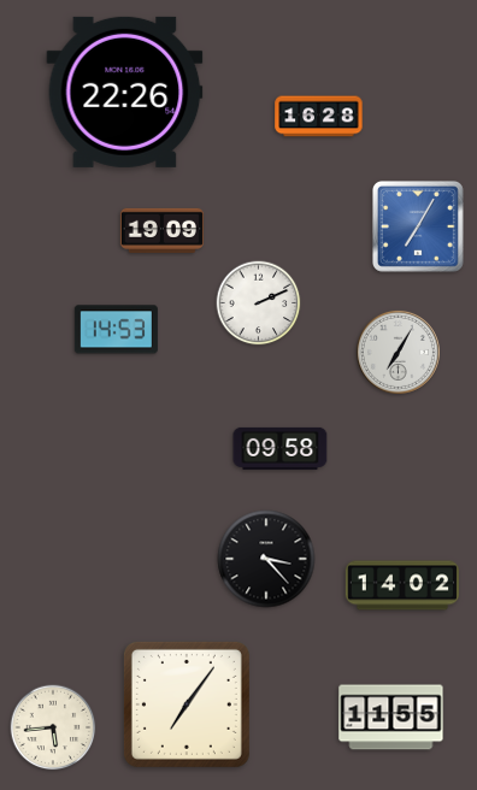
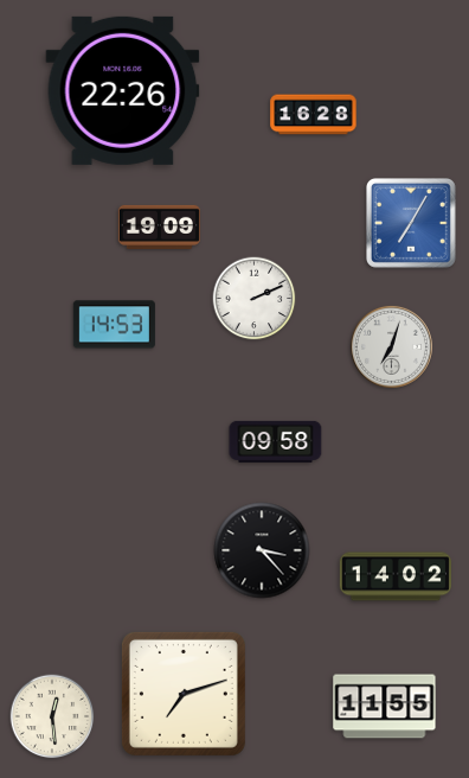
clock at (397, 352): 7:05 -> 7:03
clock at (187, 704): 7:06 -> 7:12
clock at (53, 727): 5:44 -> 12:29
